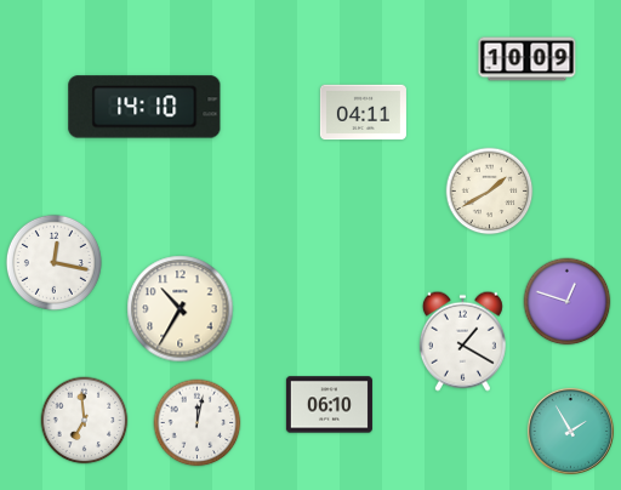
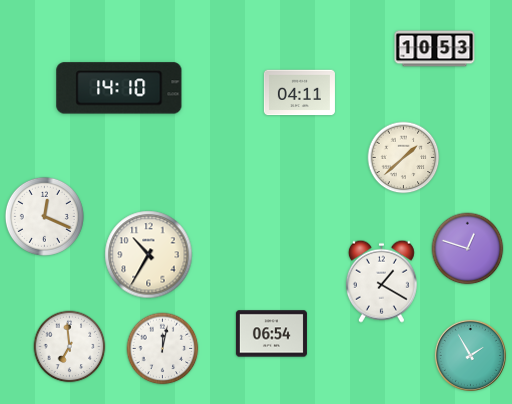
clock at (528, 59): 10:09 -> 10:53
clock at (490, 192): 1:40 -> 1:38
clock at (53, 262): 12:17 -> 12:19
clock at (329, 405): 06:10 -> 06:54
